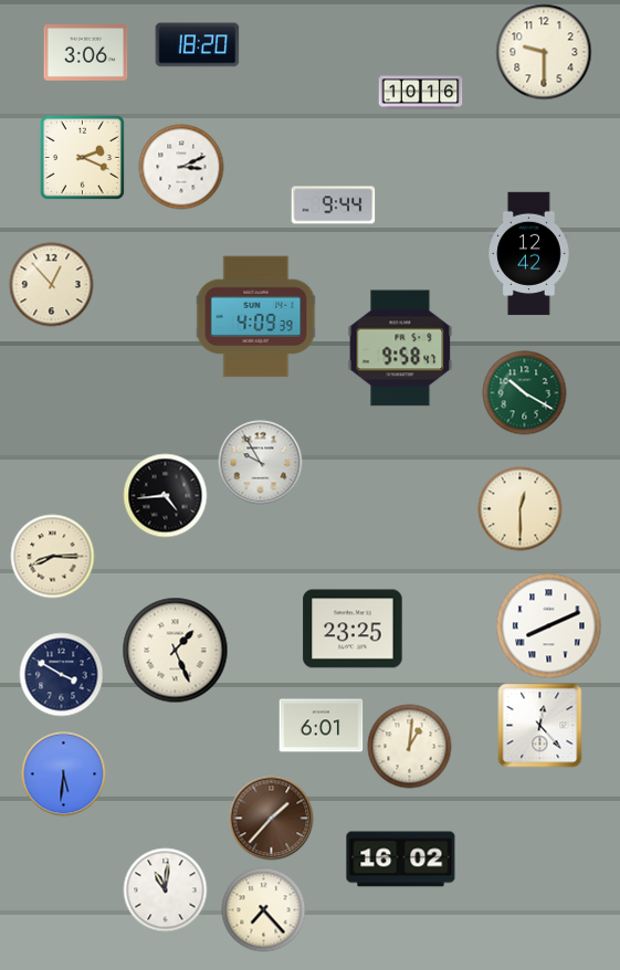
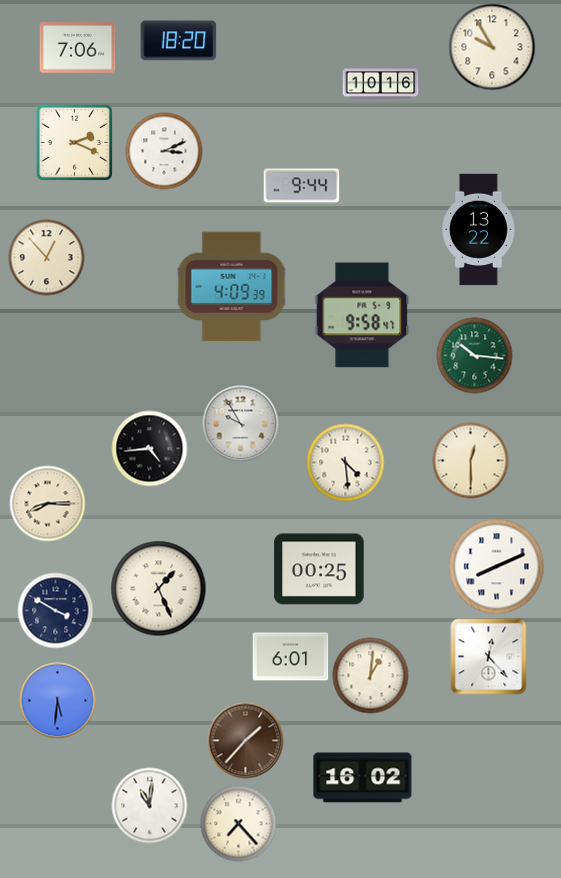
clock at (544, 52): 9:30 -> 9:55
clock at (86, 53): 3:06 -> 7:06
clock at (529, 254): 12:42 -> 13:22
clock at (525, 393): 10:20 -> 10:16
clock at (261, 463) position: (261, 463) -> (241, 424)
clock at (346, 463): none -> 4:29
clock at (353, 629): 23:25 -> 00:25
